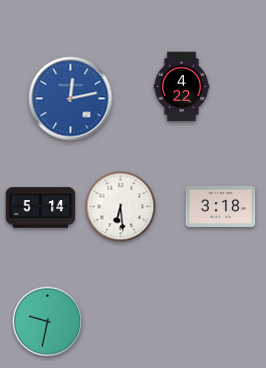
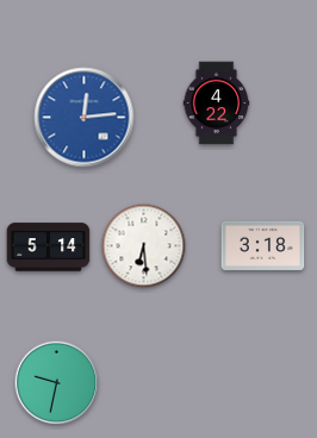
clock at (71, 99): 12:13 -> 12:14
